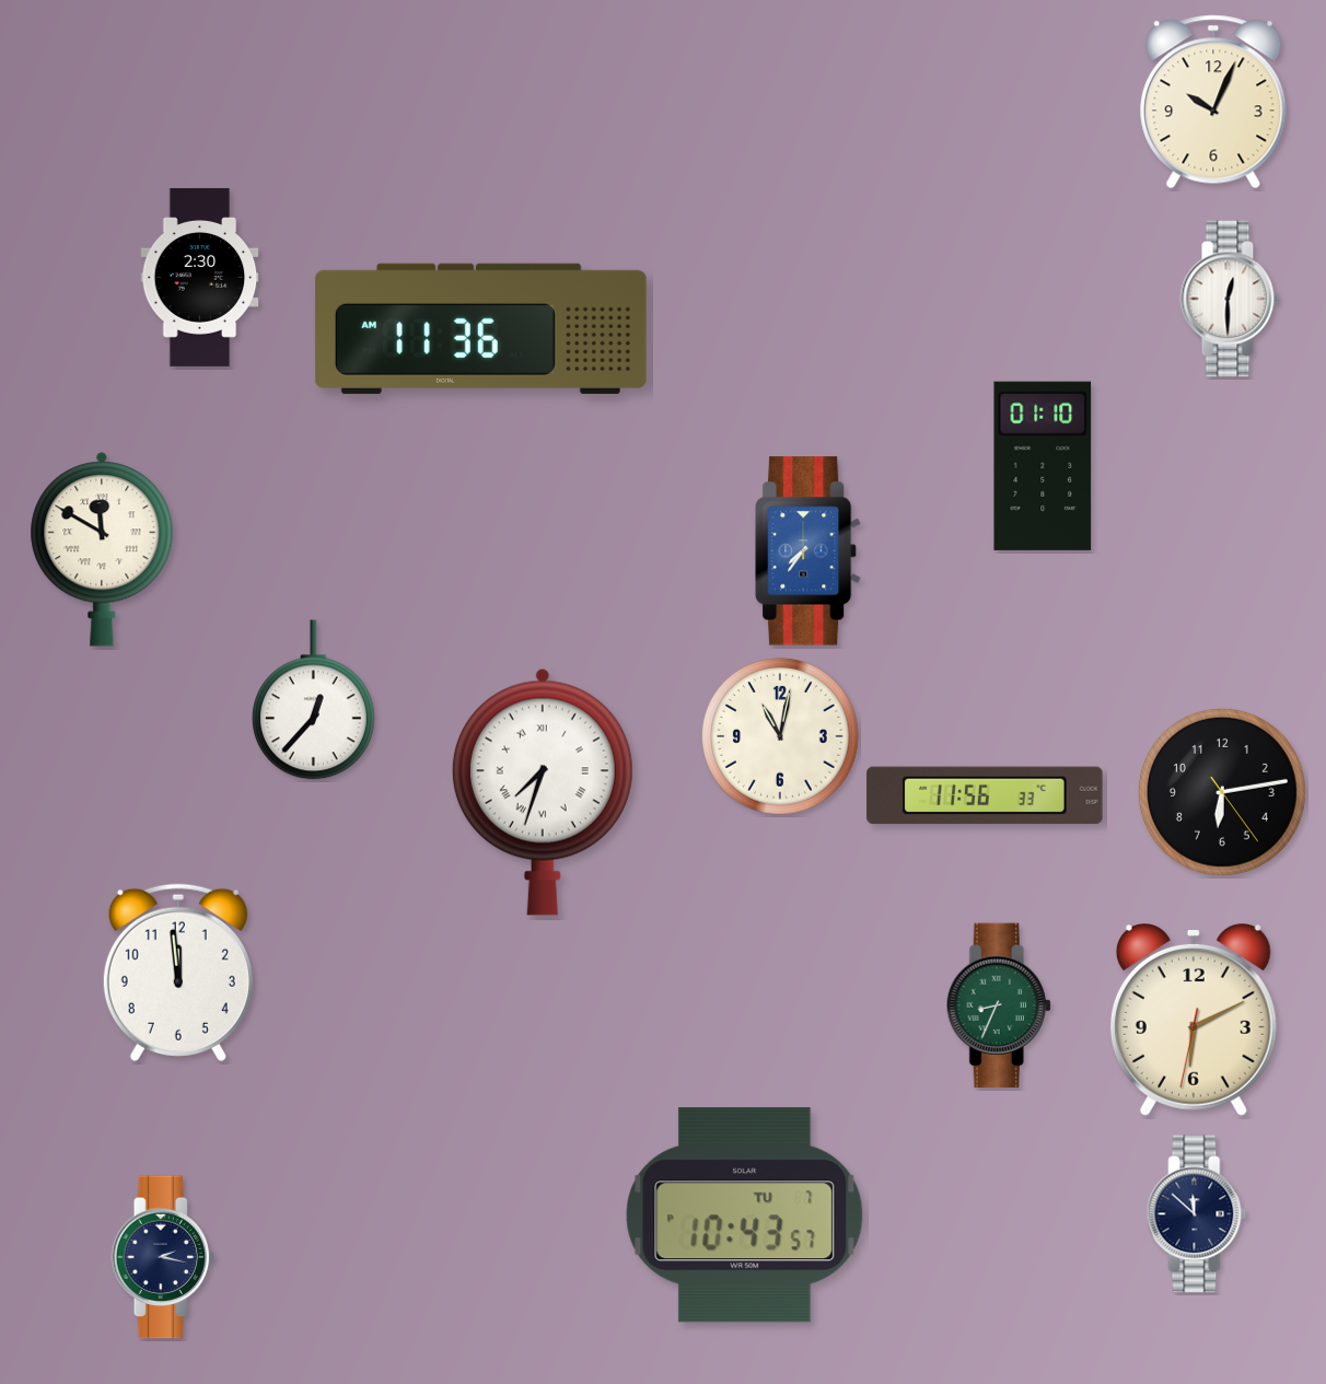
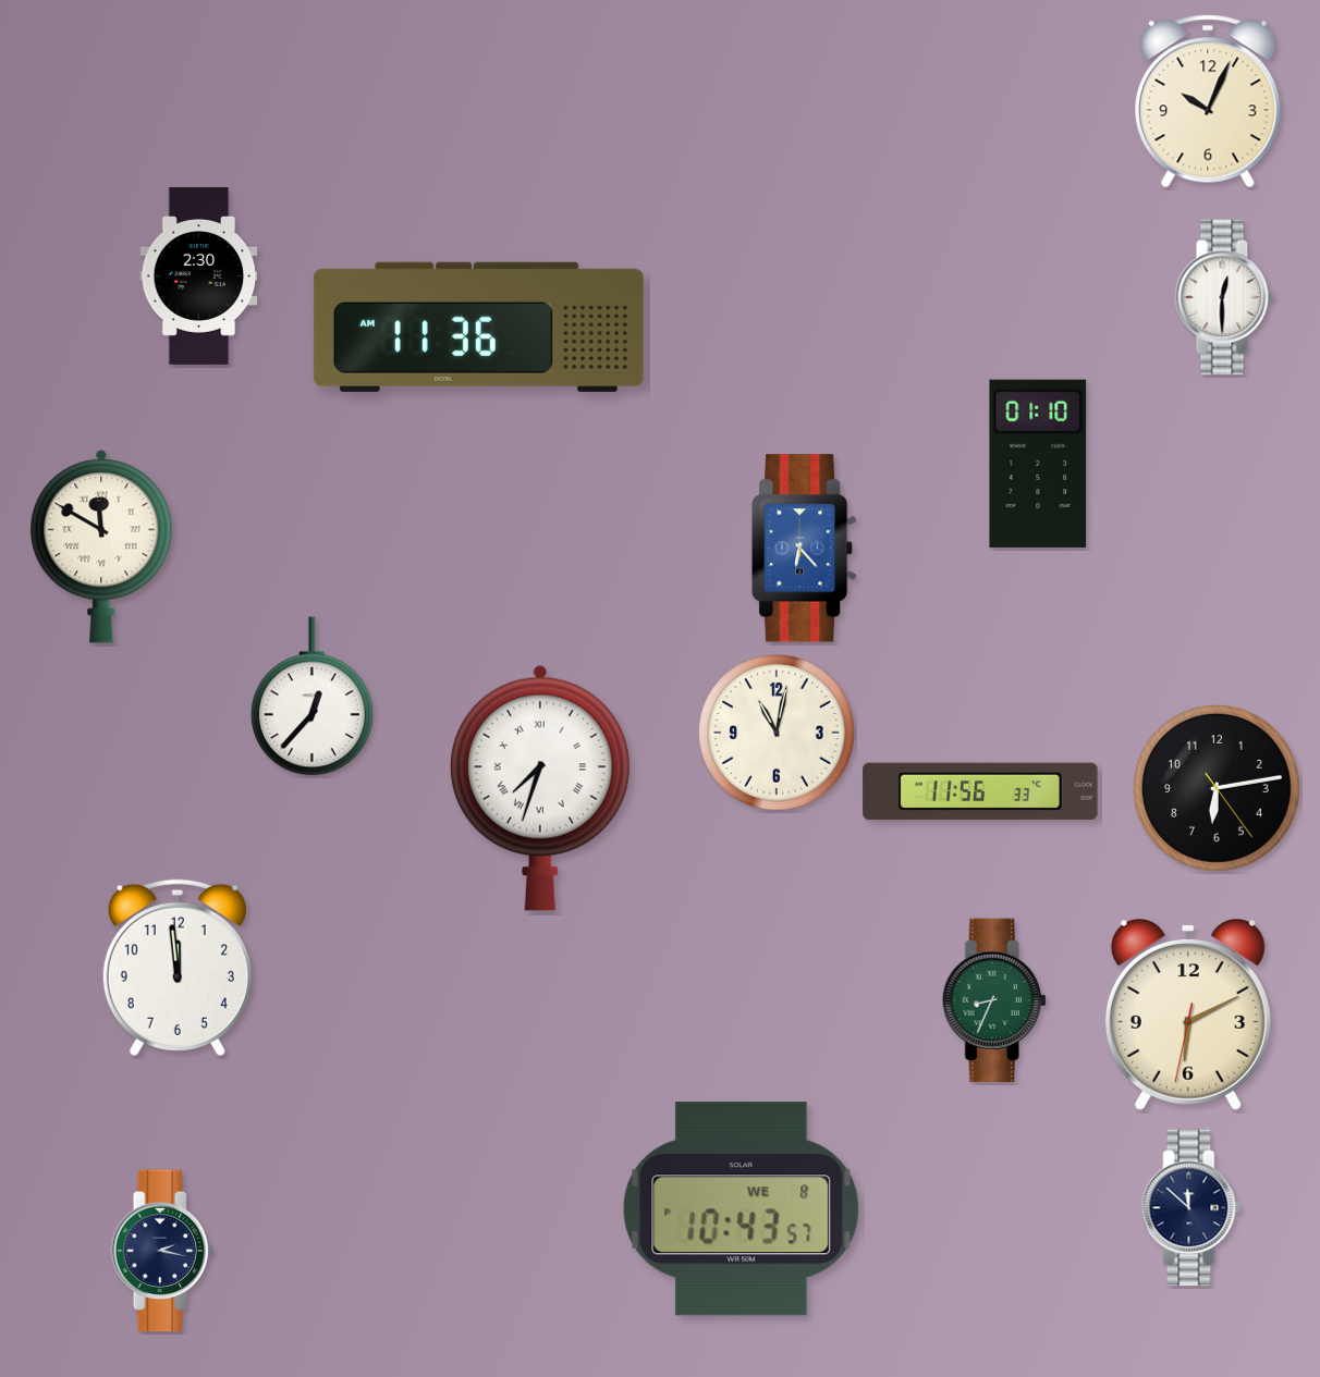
clock at (810, 551): 7:36 -> 6:23
clock at (745, 1216) date: TU 7 -> WE 8
